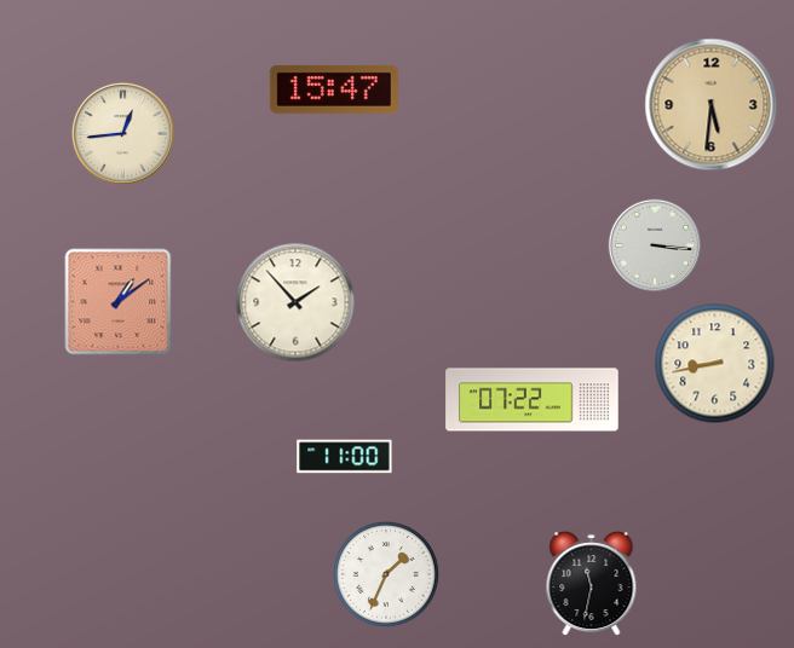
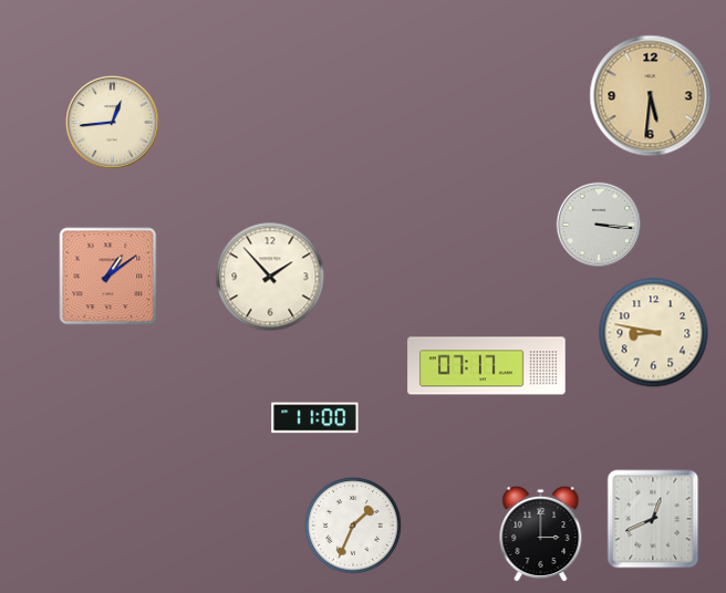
clock at (334, 89): 15:47 -> none
clock at (715, 364): 8:43 -> 8:47
clock at (533, 400): 07:22 -> 07:17
clock at (653, 519): none -> 12:41
clock at (592, 584): 11:32 -> 3:00
